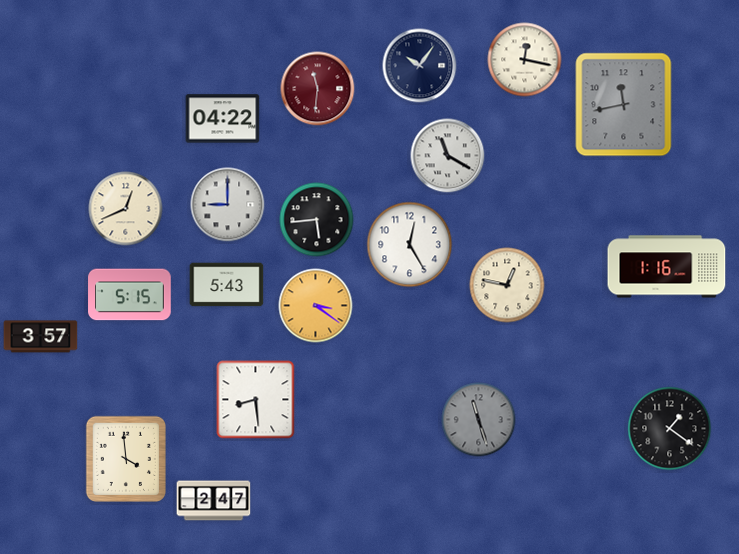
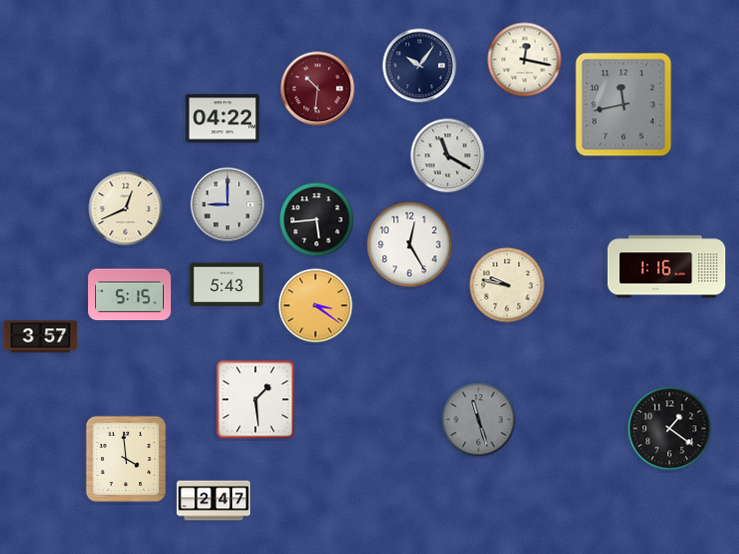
clock at (318, 89): 11:31 -> 10:31
clock at (507, 285): 12:47 -> 9:47
clock at (256, 400): 8:29 -> 1:29
